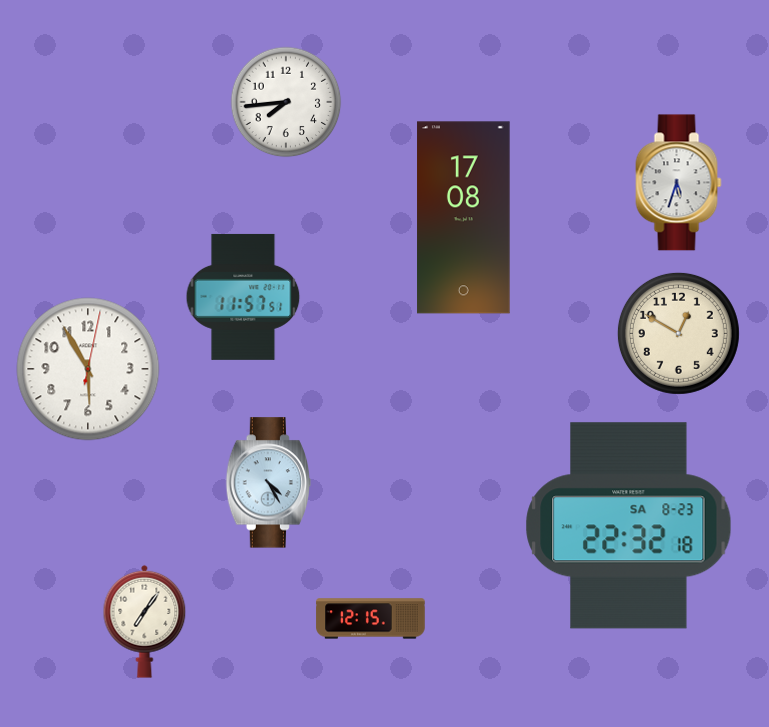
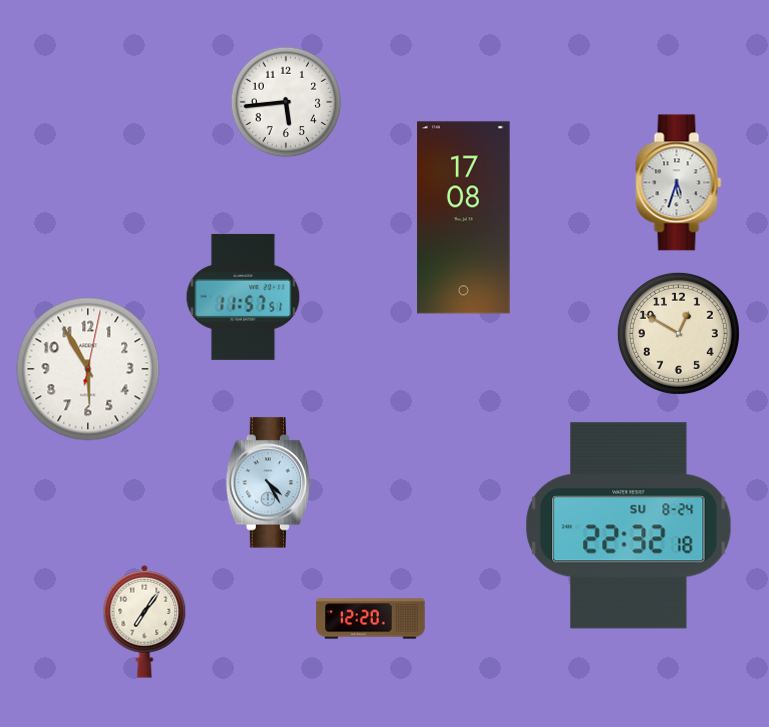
clock at (286, 102): 7:44 -> 5:44
clock at (629, 526) date: SA 8-23 -> SU 8-24
clock at (371, 619): 12:15 -> 12:20
